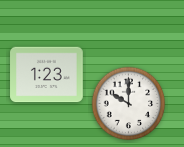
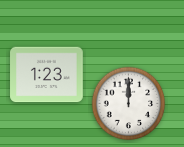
clock at (129, 104): 10:00 -> 12:00
